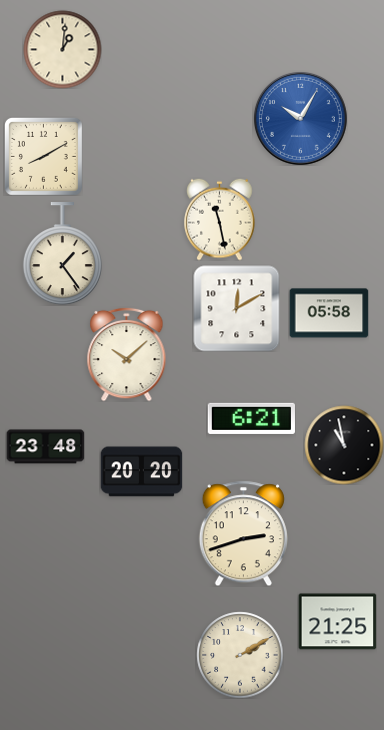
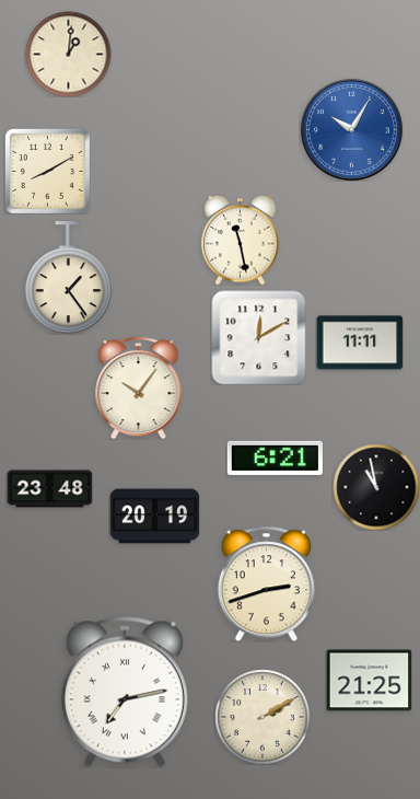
clock at (300, 118) position: (300, 118) -> (351, 129)
clock at (329, 313): 05:58 -> 11:11
clock at (127, 354): 10:08 -> 10:06
clock at (141, 472): 20:20 -> 20:19
clock at (125, 692): none -> 7:13
